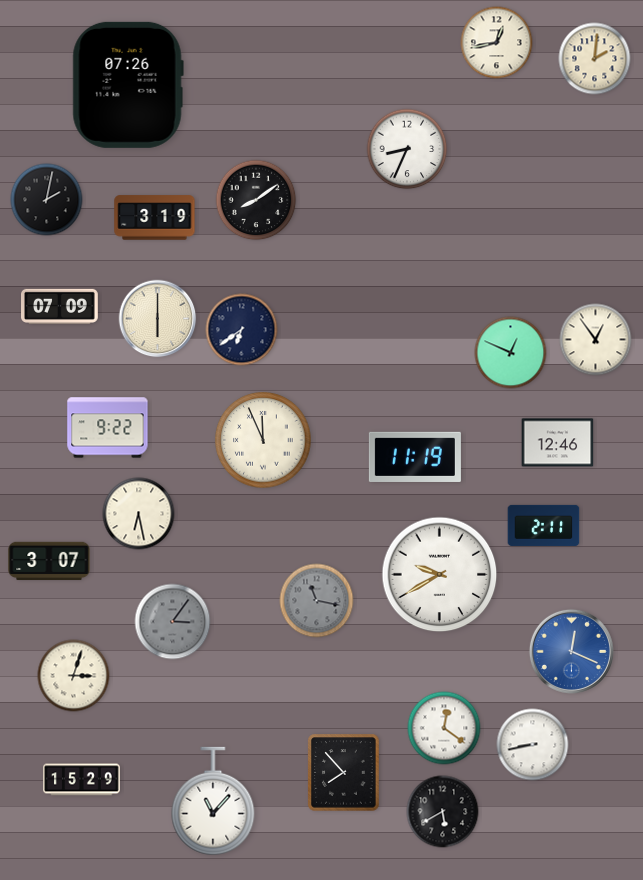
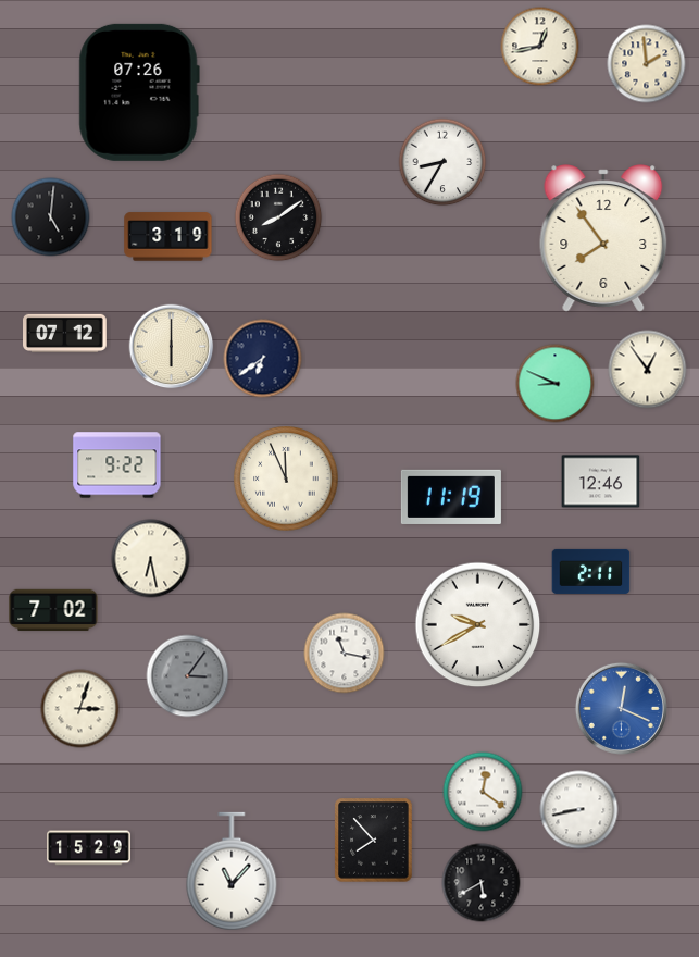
clock at (595, 59): 2:01 -> 1:59
clock at (407, 149): 8:34 -> 8:35
clock at (47, 200): 2:02 -> 5:01
clock at (603, 238): none -> 7:54
clock at (60, 306): 07:09 -> 07:12
clock at (511, 353): 12:49 -> 8:49
clock at (558, 443) position: (558, 443) -> (601, 482)
clock at (49, 561): 3:07 -> 7:02
clock at (317, 601) dial: grey -> white
clock at (74, 676) position: (74, 676) -> (80, 709)
